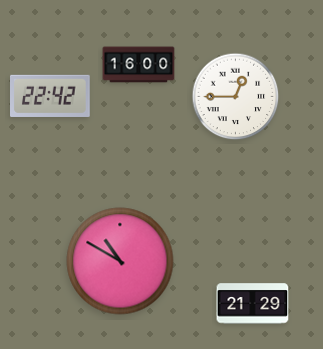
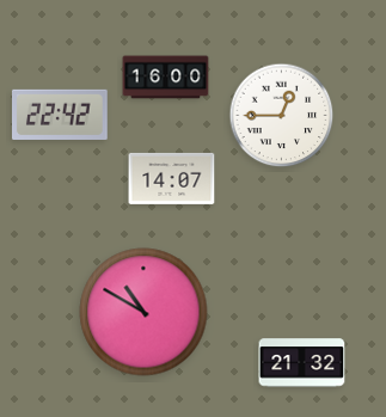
clock at (172, 178): none -> 14:07
clock at (253, 304): 21:29 -> 21:32
